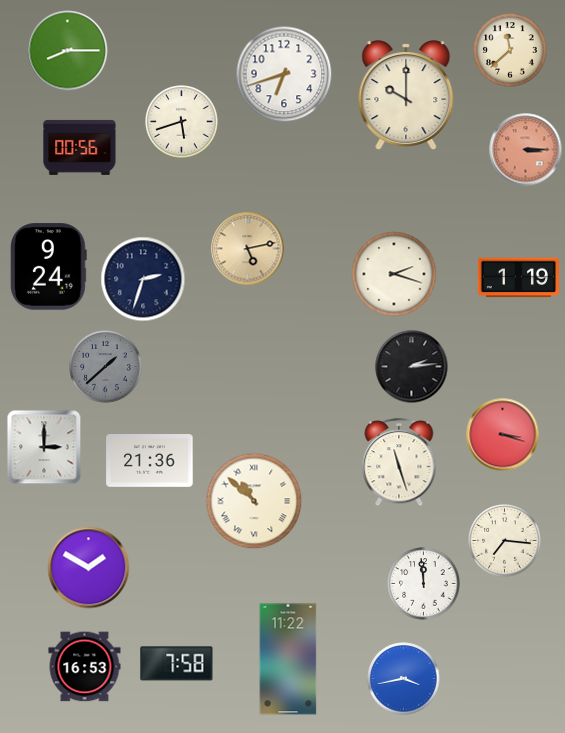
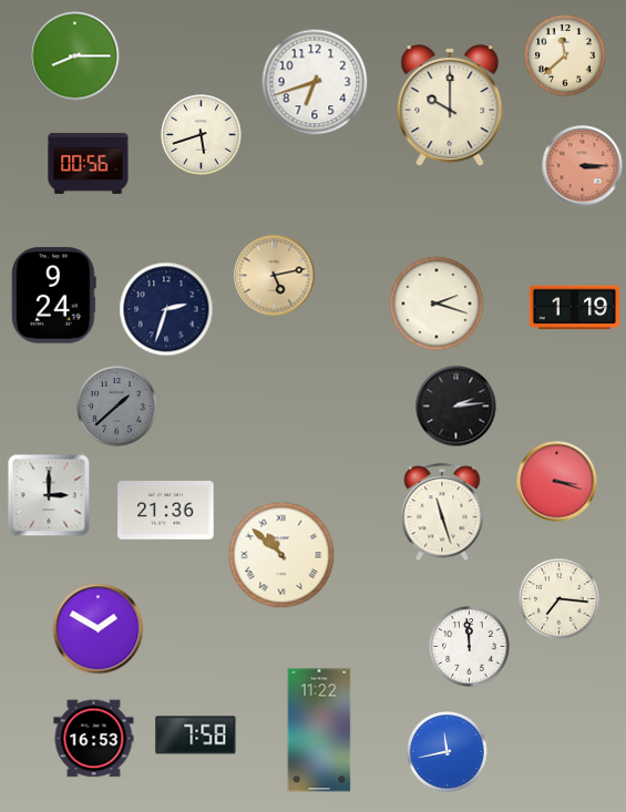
clock at (143, 279) position: (143, 279) -> (166, 309)
clock at (404, 679): 3:43 -> 11:43
